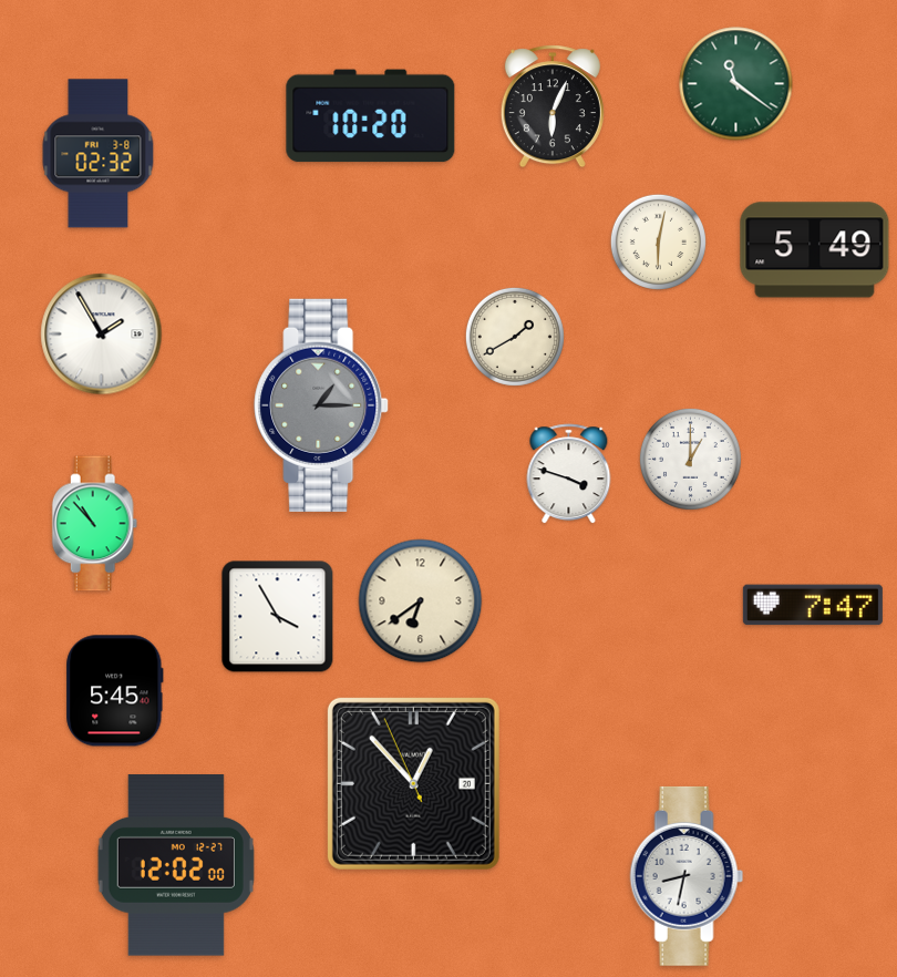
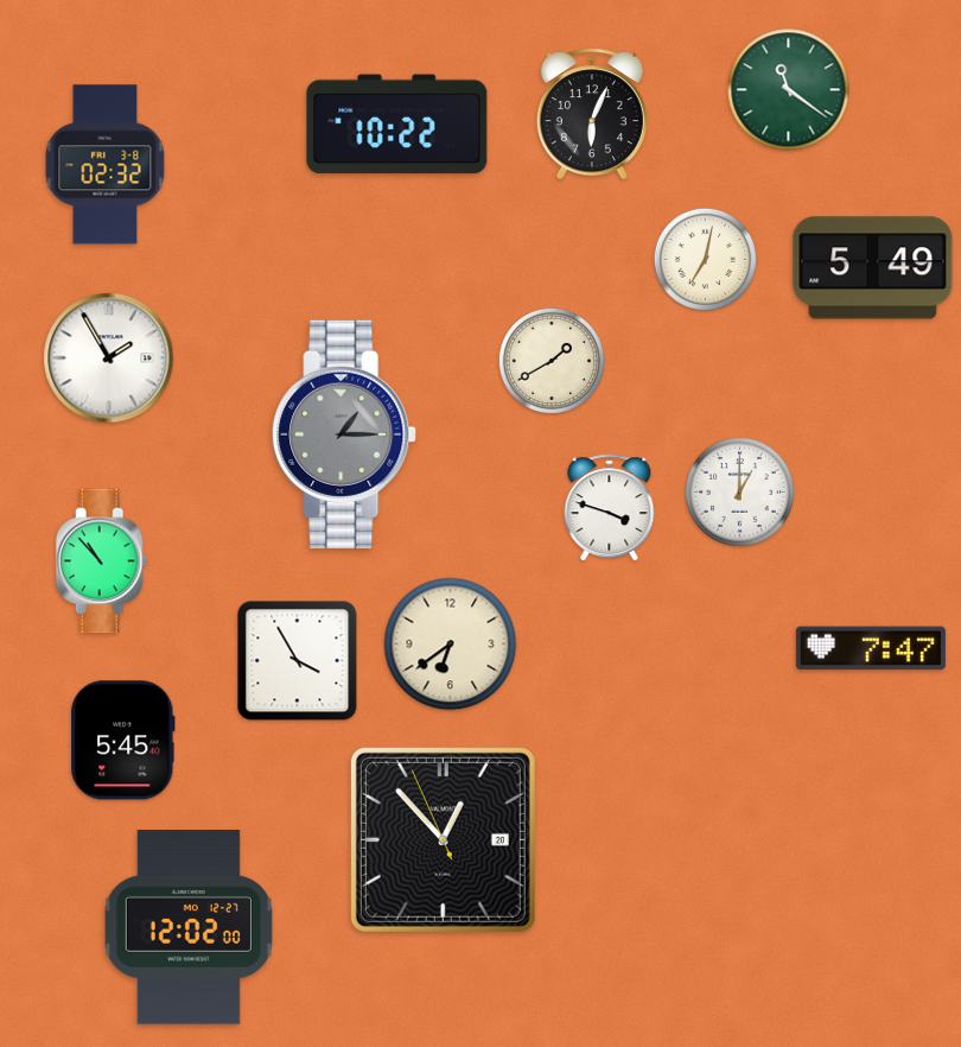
clock at (371, 116): 10:20 -> 10:22
clock at (658, 241): 6:02 -> 7:02
clock at (687, 876): 8:32 -> none
